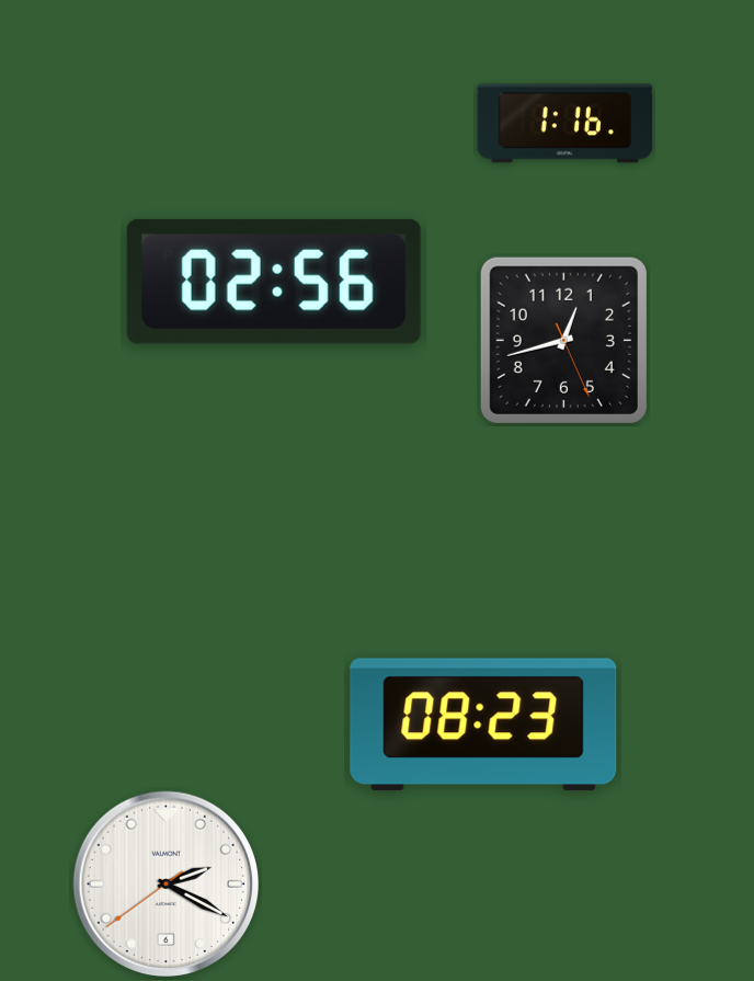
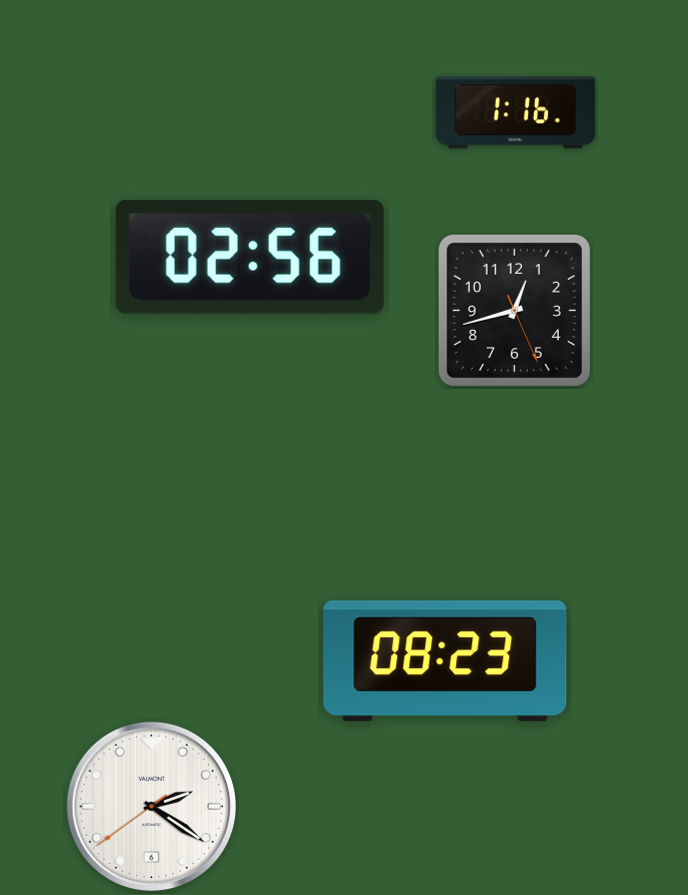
clock at (483, 725) position: (483, 725) -> (445, 661)
clock at (165, 883): 2:19 -> 2:20
